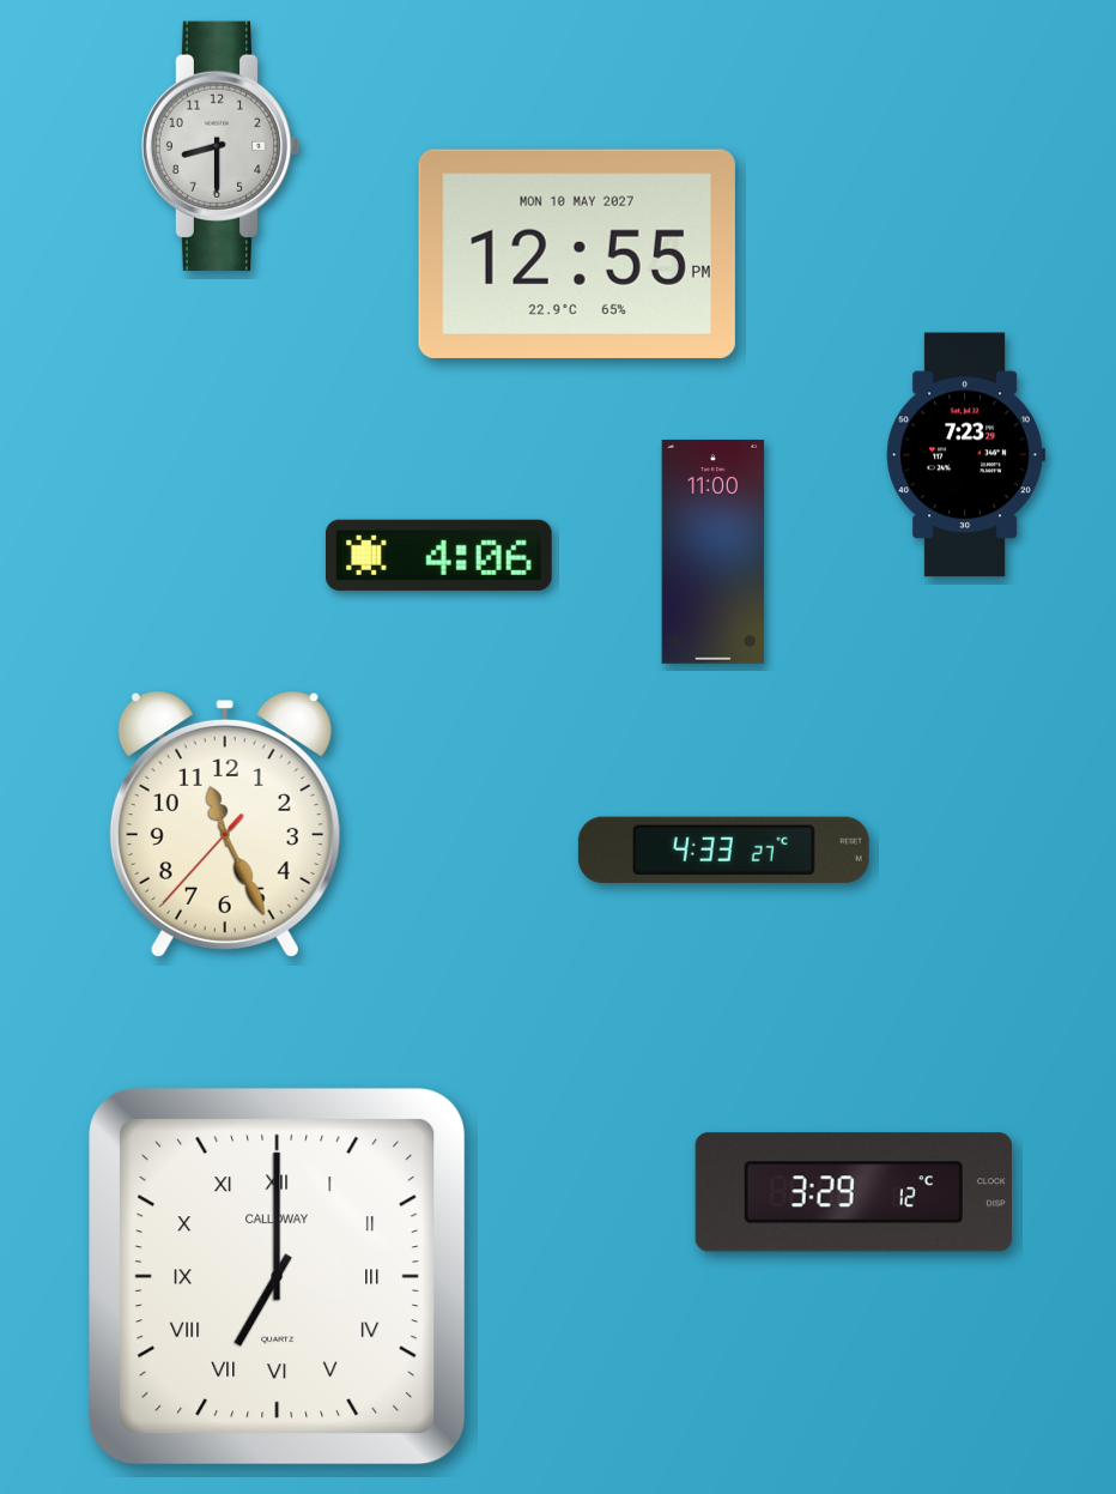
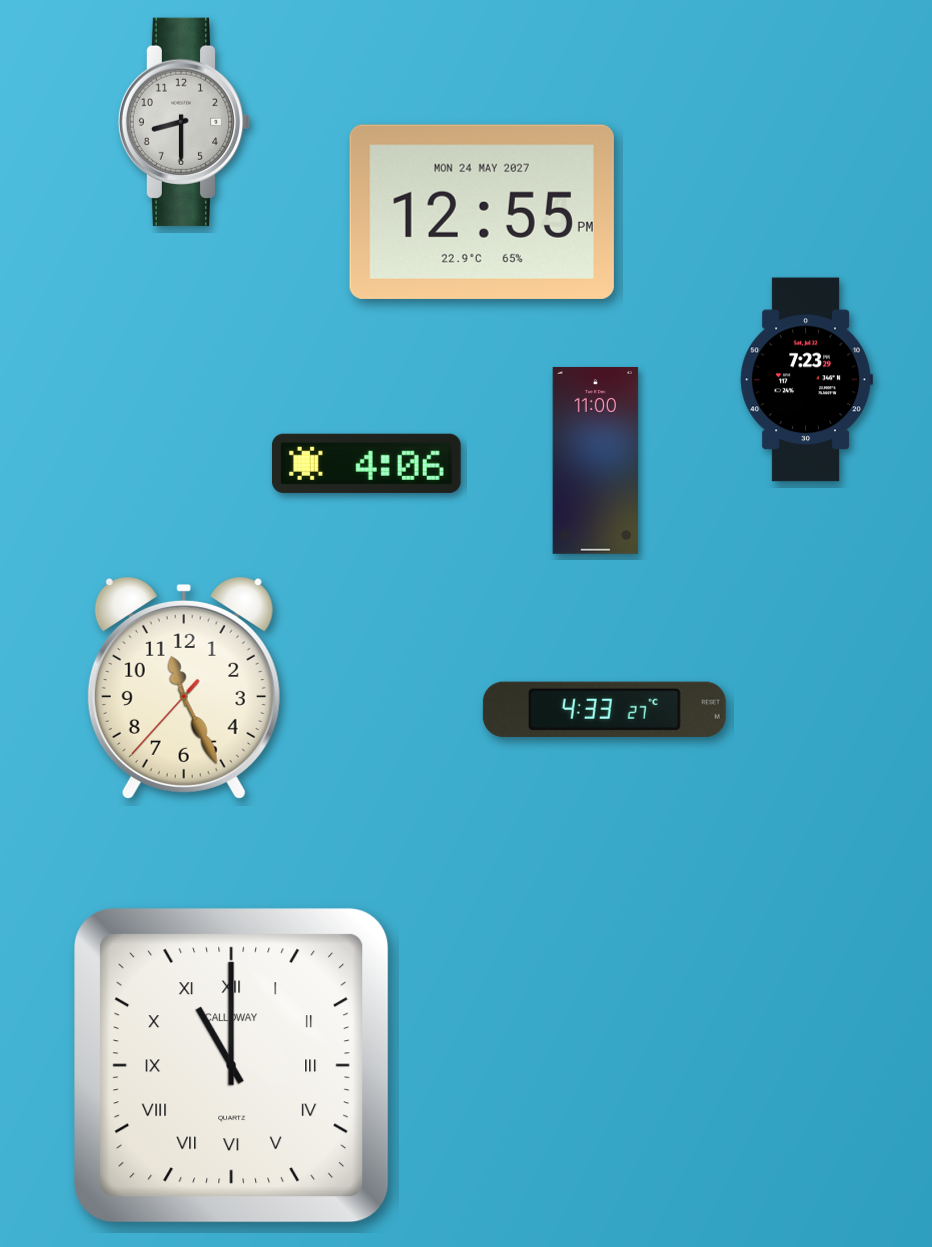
clock at (577, 254) date: MON 10 MAY 2027 -> MON 24 MAY 2027
clock at (225, 825) position: (225, 825) -> (184, 689)
clock at (854, 1192): 3:29 -> none
clock at (278, 1277): 7:00 -> 11:00
